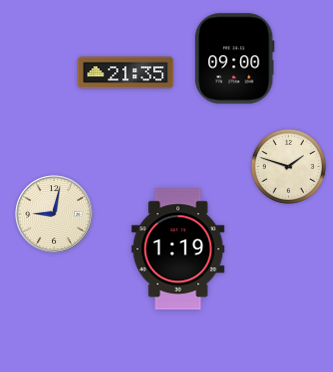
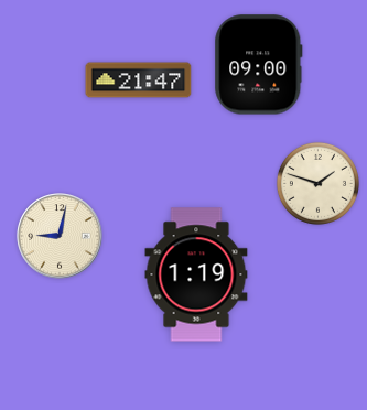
clock at (126, 73): 21:35 -> 21:47
